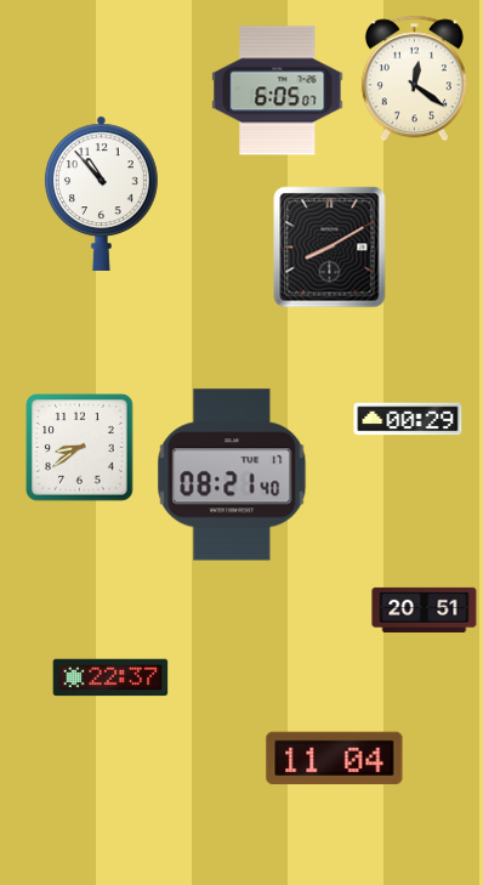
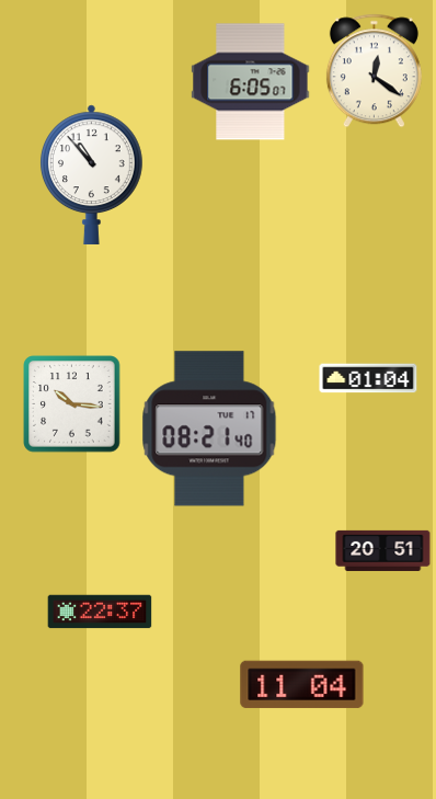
clock at (330, 248): 8:10 -> none
clock at (408, 419): 00:29 -> 01:04
clock at (80, 448): 8:39 -> 10:16
